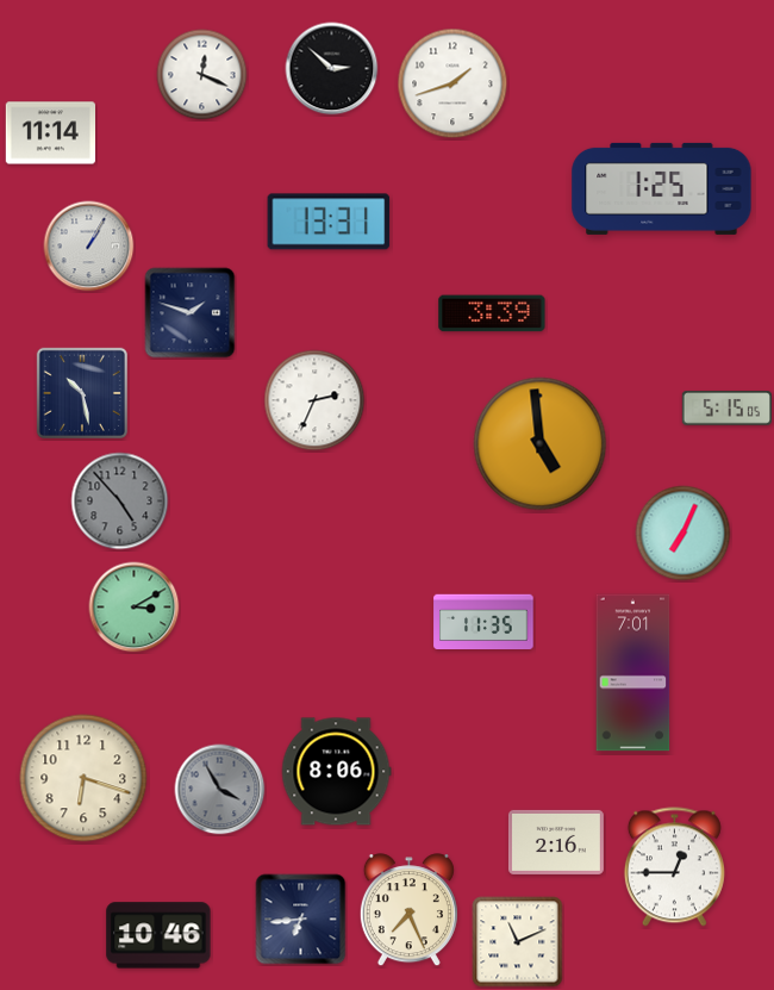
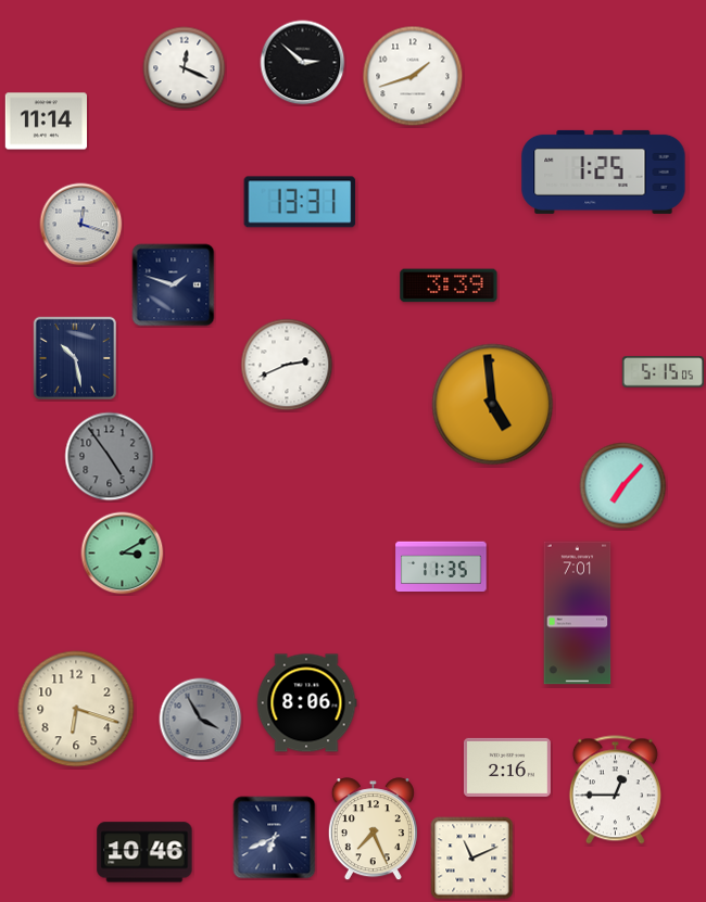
clock at (89, 247): 1:05 -> 12:18
clock at (314, 400): 2:34 -> 2:41
clock at (120, 502): 4:53 -> 4:54
clock at (684, 534): 7:04 -> 7:07
clock at (301, 920): 6:44 -> 6:41
